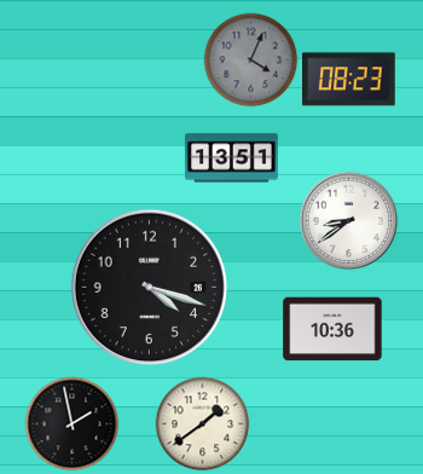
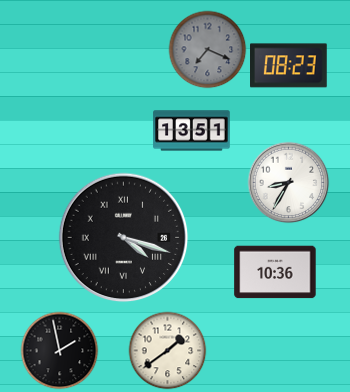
clock at (250, 59): 4:04 -> 7:19
clock at (348, 220): 8:39 -> 8:35
clock at (150, 288) numerals: Arabic -> Roman
